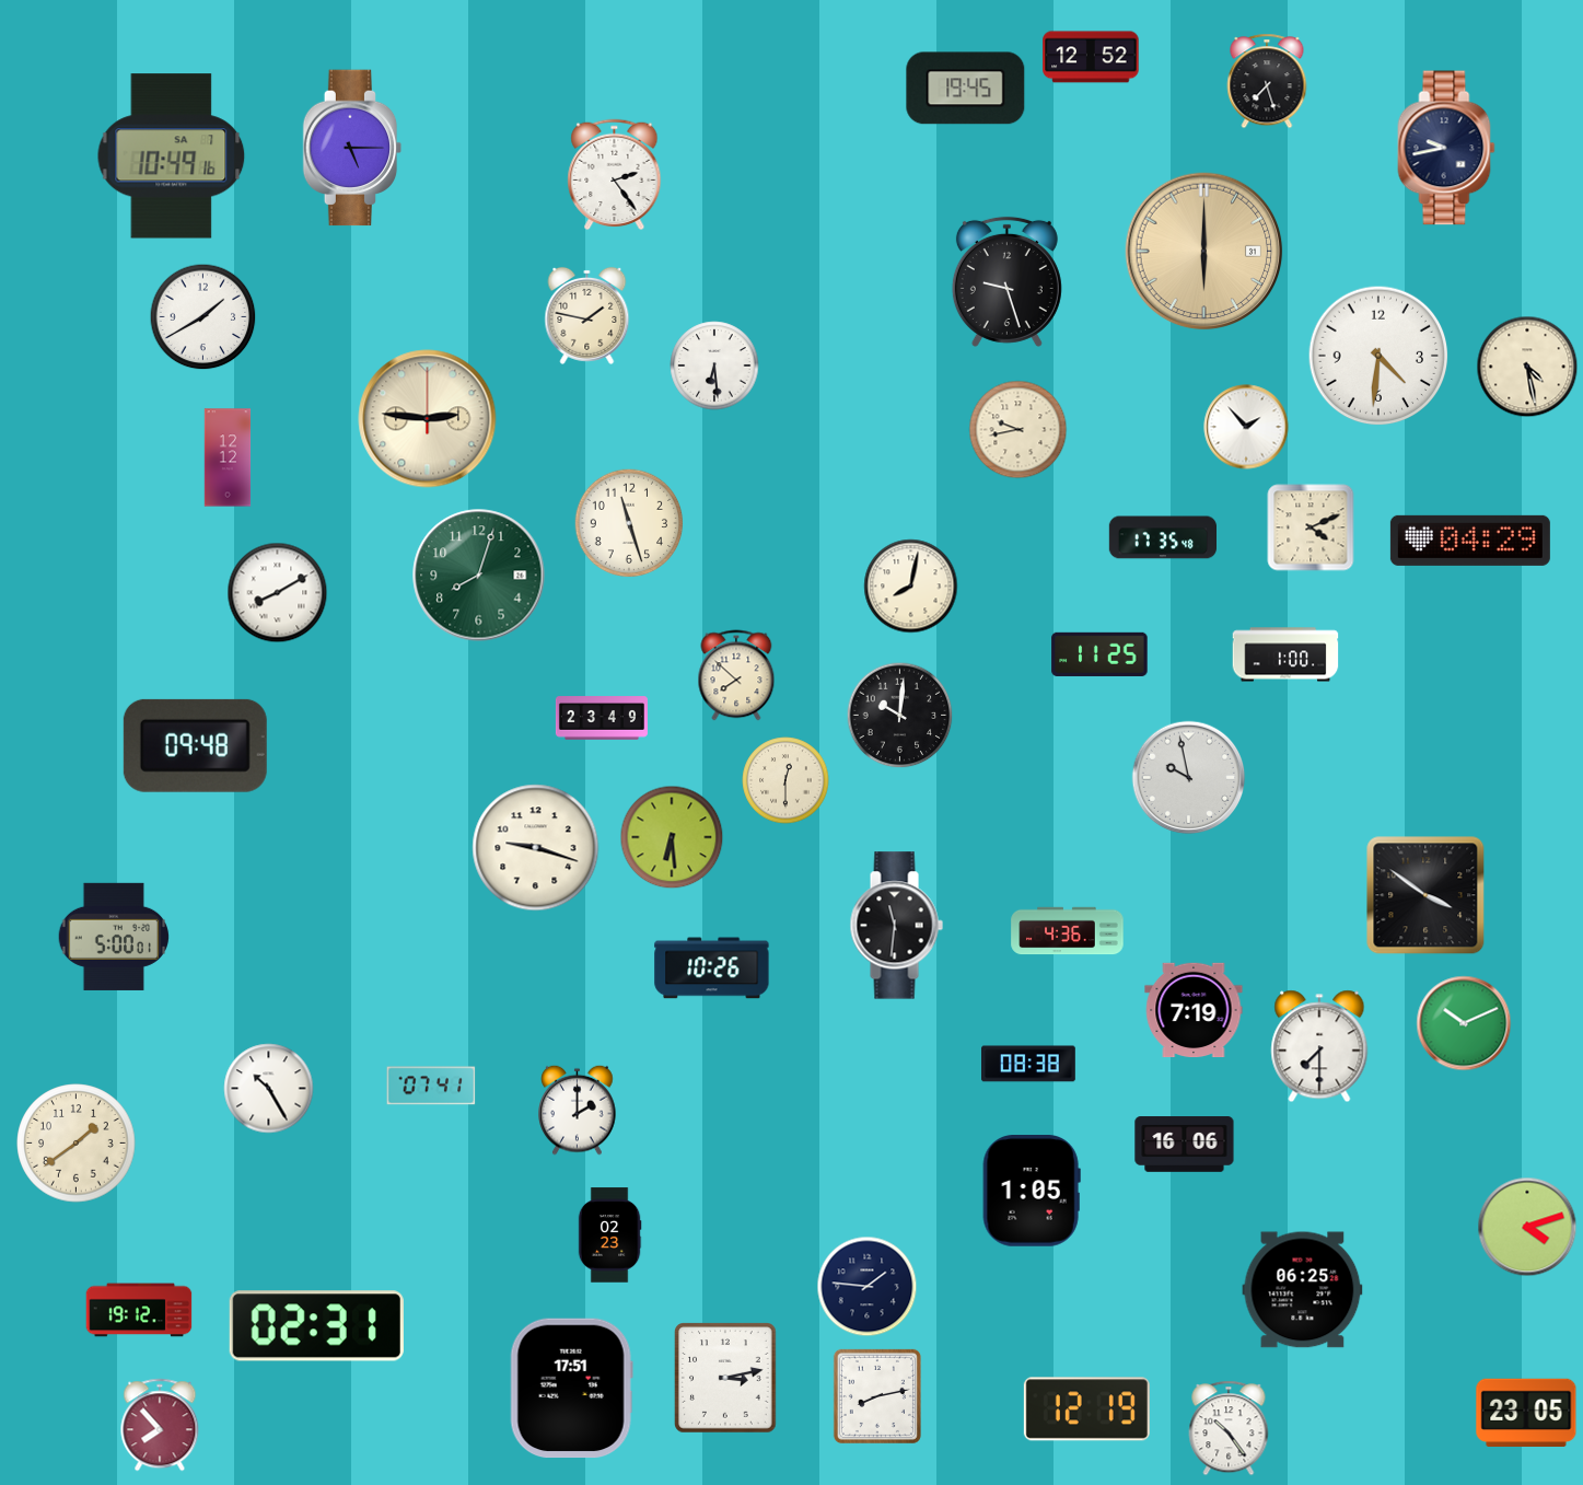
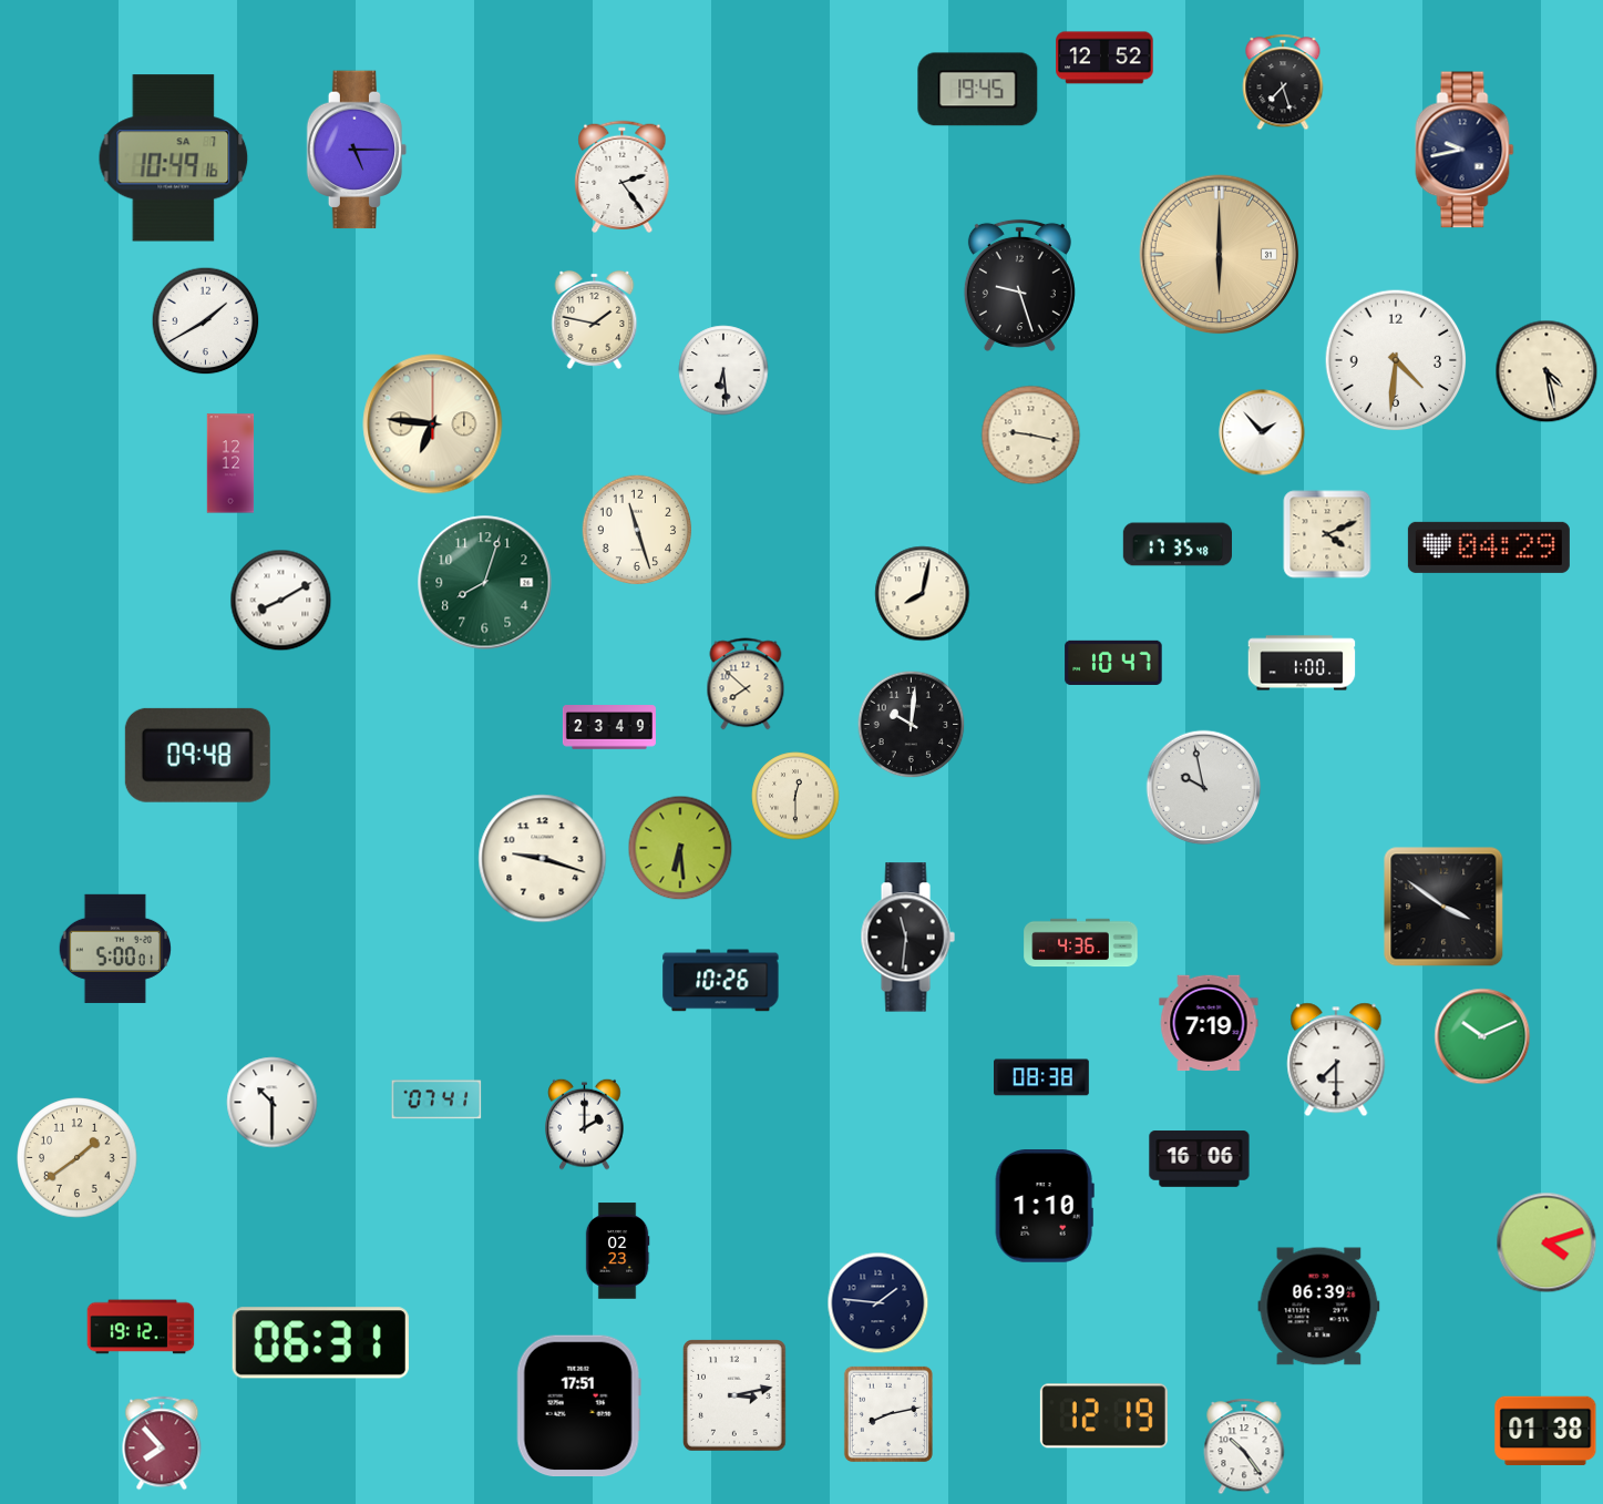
clock at (428, 419): 2:46 -> 6:46
clock at (1019, 430): 9:43 -> 9:17
clock at (1099, 654): 11:25 -> 10:47
clock at (785, 780) position: (785, 780) -> (795, 796)
clock at (269, 1089): 10:25 -> 10:30
clock at (1032, 1192): 1:05 -> 1:10
clock at (1303, 1290): 06:25 -> 06:39
clock at (316, 1326): 02:31 -> 06:31
clock at (1086, 1409) position: (1086, 1409) -> (1103, 1416)
clock at (1526, 1412): 23:05 -> 01:38
